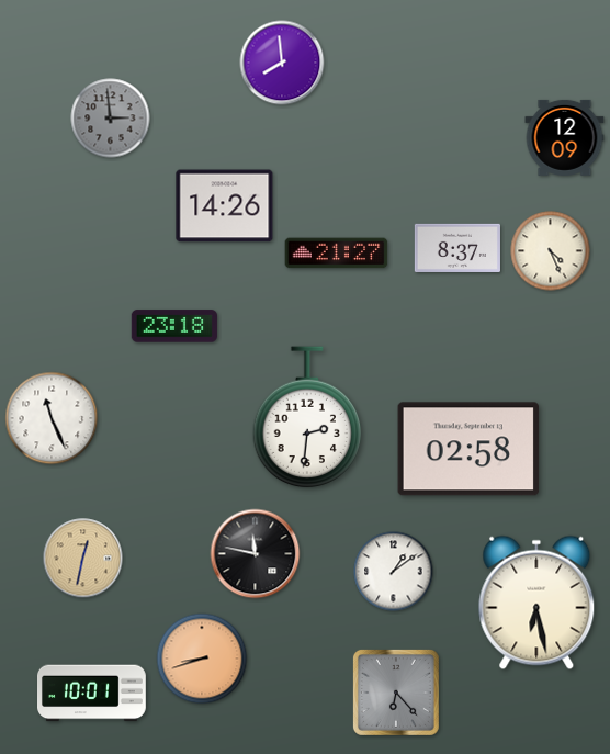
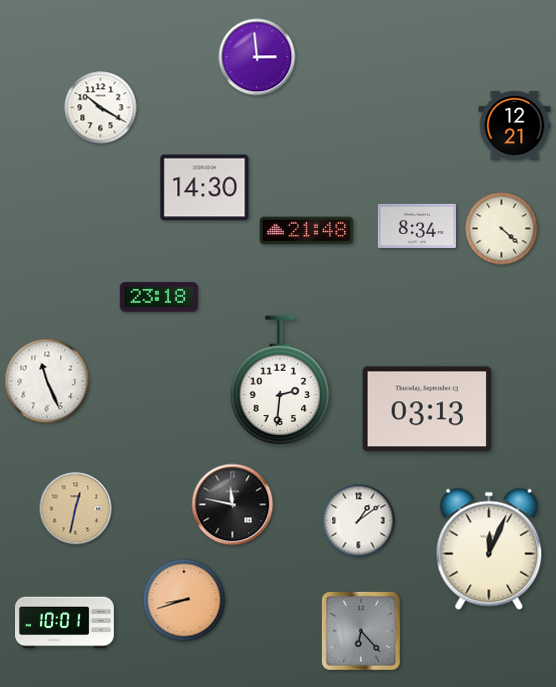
clock at (282, 63): 7:59 -> 2:59
clock at (111, 119): 2:59 -> 10:20
clock at (111, 119) dial: grey -> white
clock at (565, 137): 12:09 -> 12:21
clock at (225, 206): 14:26 -> 14:30
clock at (457, 248): 8:37 -> 8:34
clock at (551, 251): 4:26 -> 4:22
clock at (337, 254): 21:27 -> 21:48
clock at (468, 449): 02:58 -> 03:13
clock at (536, 603): 6:28 -> 12:04
clock at (92, 694) position: (92, 694) -> (65, 623)
